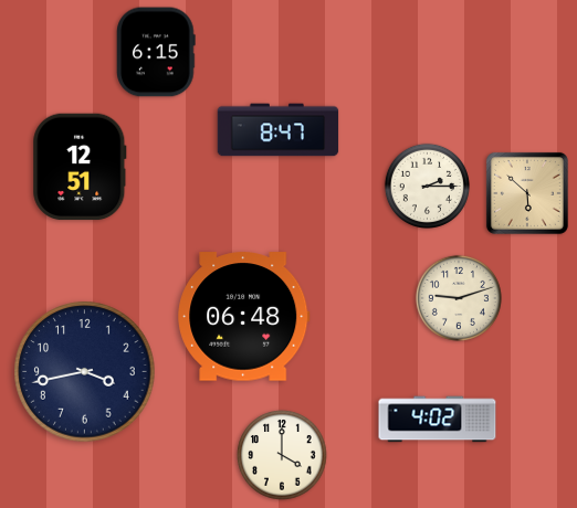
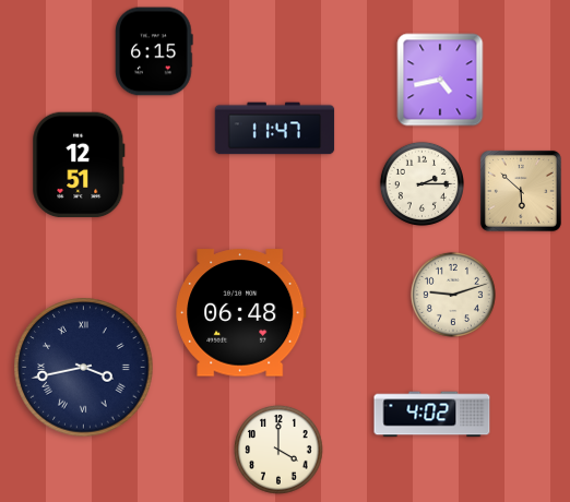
clock at (440, 80): none -> 4:43
clock at (279, 130): 8:47 -> 11:47
clock at (85, 372) numerals: Arabic -> Roman
